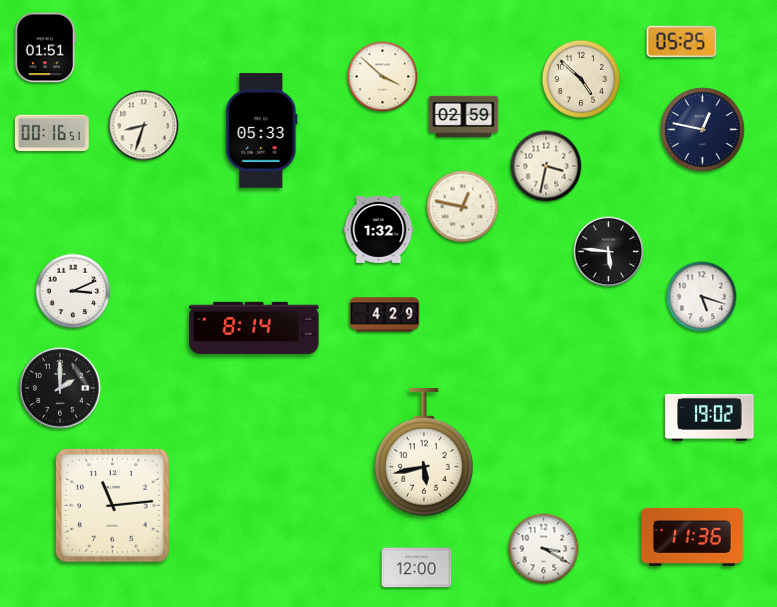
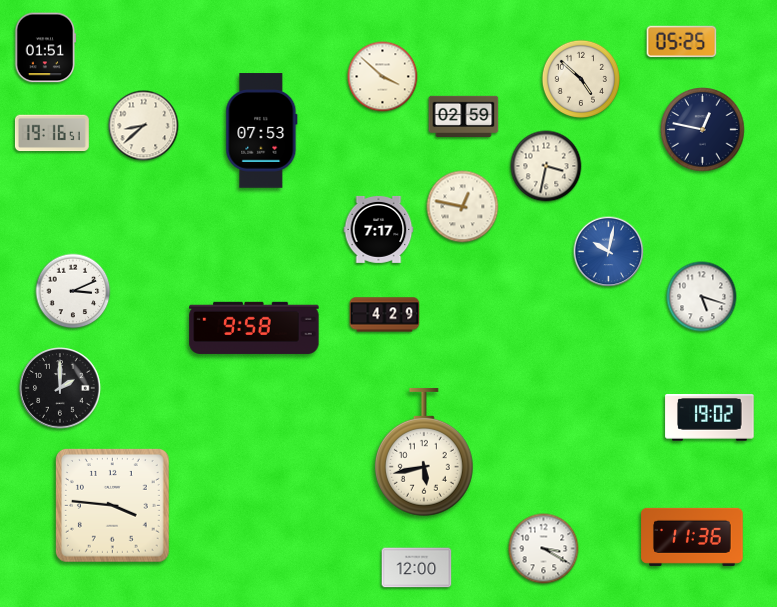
clock at (144, 126): 8:33 -> 8:38
clock at (262, 131): 05:33 -> 07:53
clock at (52, 133): 00:16 -> 19:16
clock at (379, 229): 1:32 -> 7:17
clock at (609, 252): 5:46 -> 10:02
clock at (609, 252) dial: black -> blue
clock at (254, 328): 8:14 -> 9:58
clock at (113, 506): 11:14 -> 3:46
